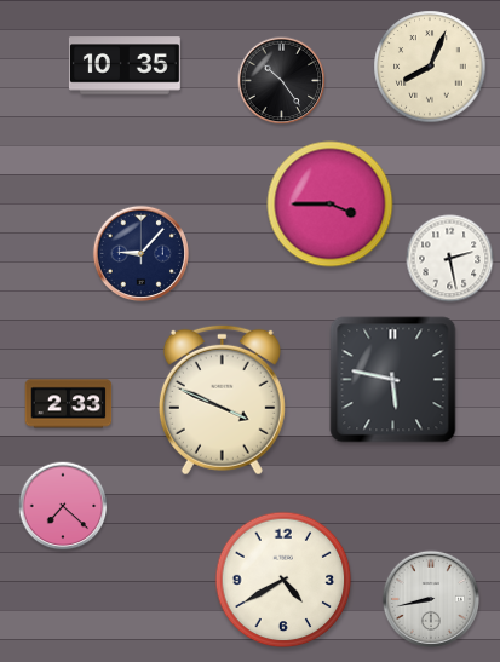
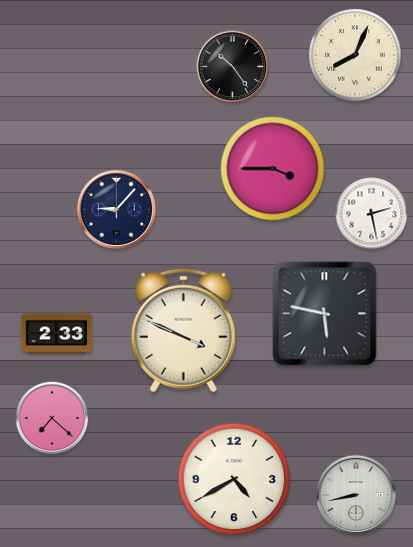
clock at (125, 65): 10:35 -> none
